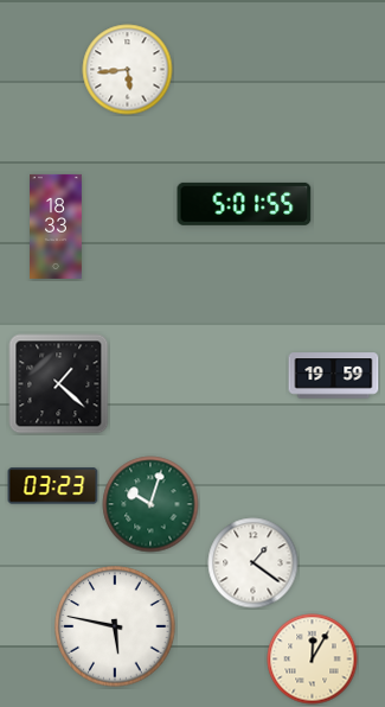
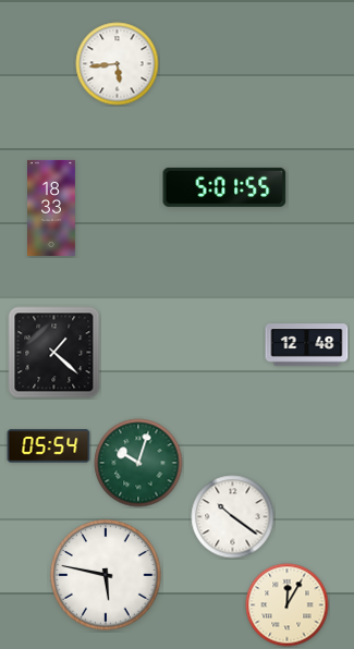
clock at (334, 376): 19:59 -> 12:48
clock at (53, 486): 03:23 -> 05:54
clock at (254, 563): 1:21 -> 10:21
